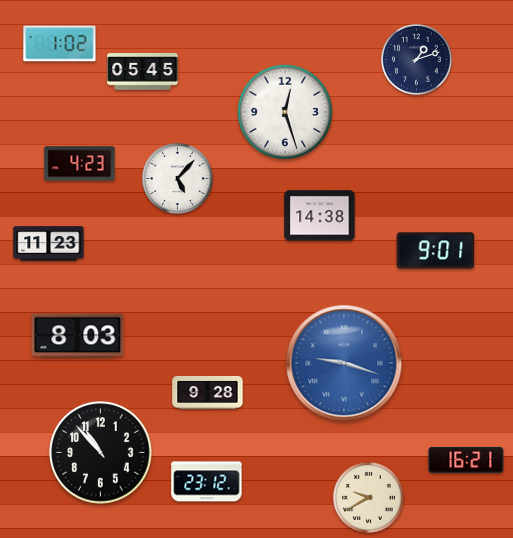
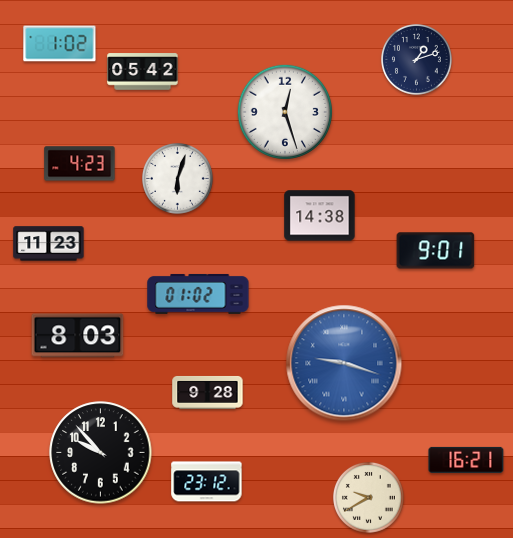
clock at (143, 72): 05:45 -> 05:42
clock at (178, 179): 5:07 -> 6:03
clock at (198, 294): none -> 01:02
clock at (101, 453): 10:53 -> 9:53
